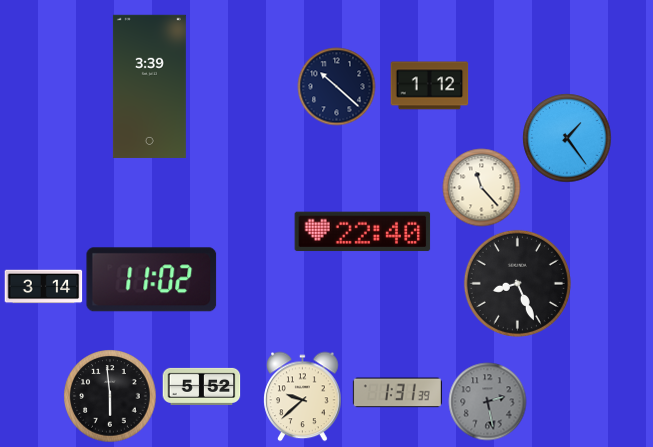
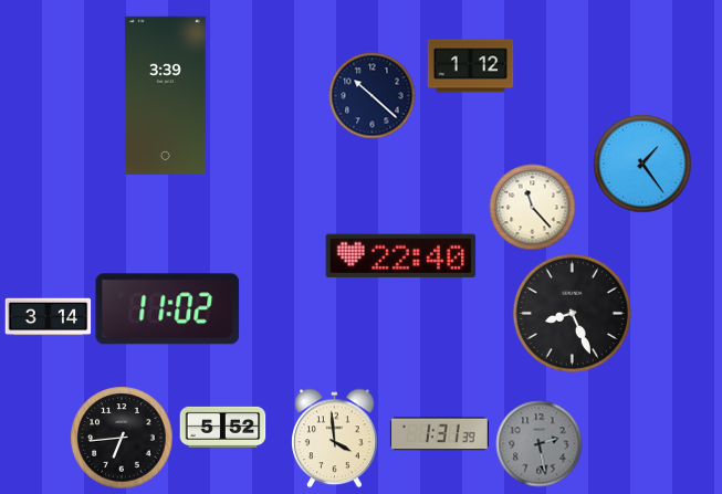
clock at (429, 86) position: (429, 86) -> (470, 66)
clock at (567, 138) position: (567, 138) -> (642, 164)
clock at (110, 396): 5:59 -> 6:44
clock at (303, 396): 9:38 -> 3:59
